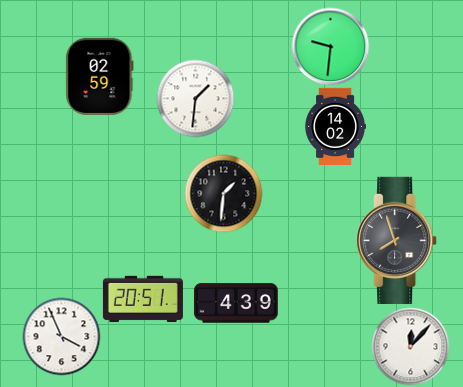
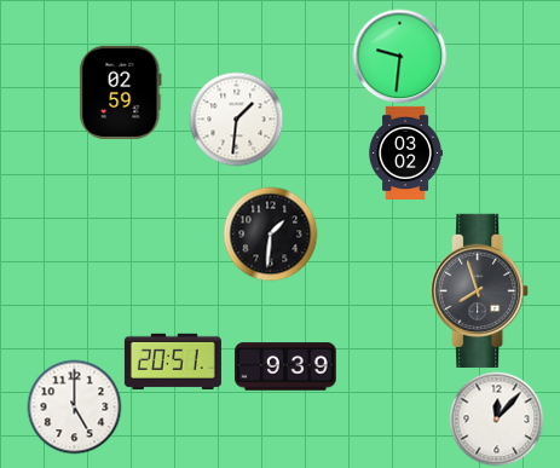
clock at (335, 126): 14:02 -> 03:02
clock at (236, 303): 4:39 -> 9:39
clock at (61, 336): 3:56 -> 5:00
